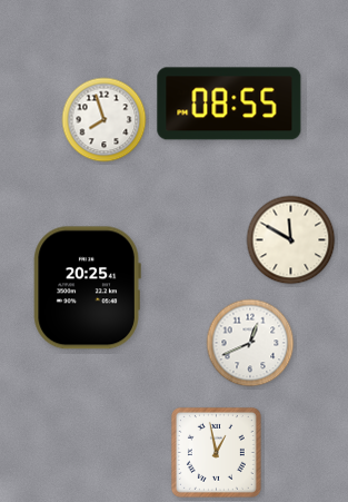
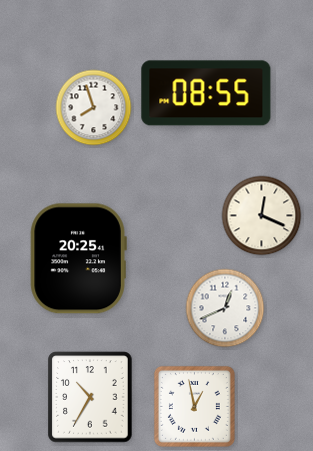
clock at (291, 240): 11:50 -> 12:19
clock at (90, 397): none -> 10:35
